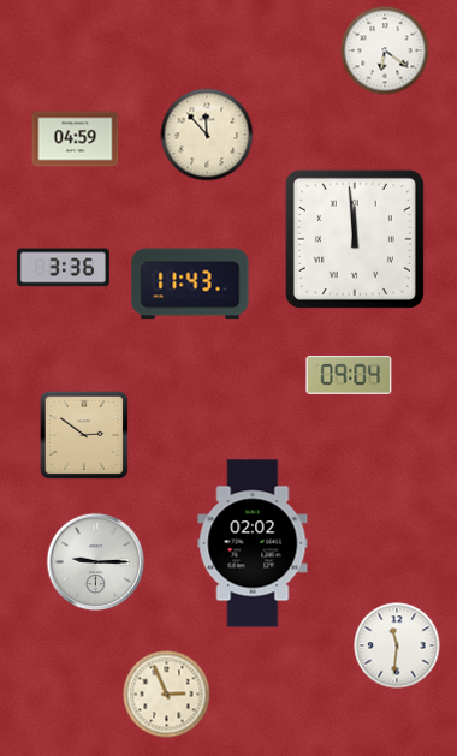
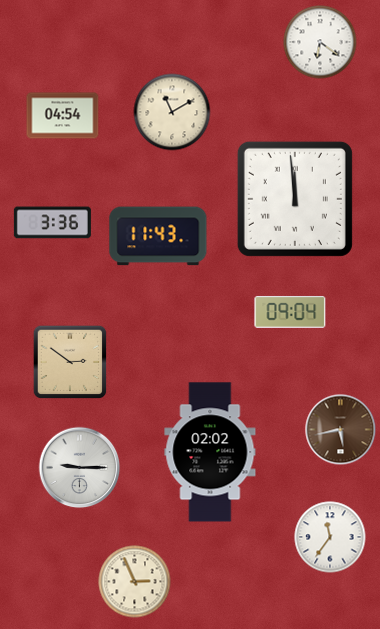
clock at (207, 135): 11:53 -> 11:10
clock at (76, 139): 04:59 -> 04:54
clock at (341, 430): none -> 5:43
clock at (397, 645): 11:31 -> 11:36
clock at (167, 695) position: (167, 695) -> (135, 582)
